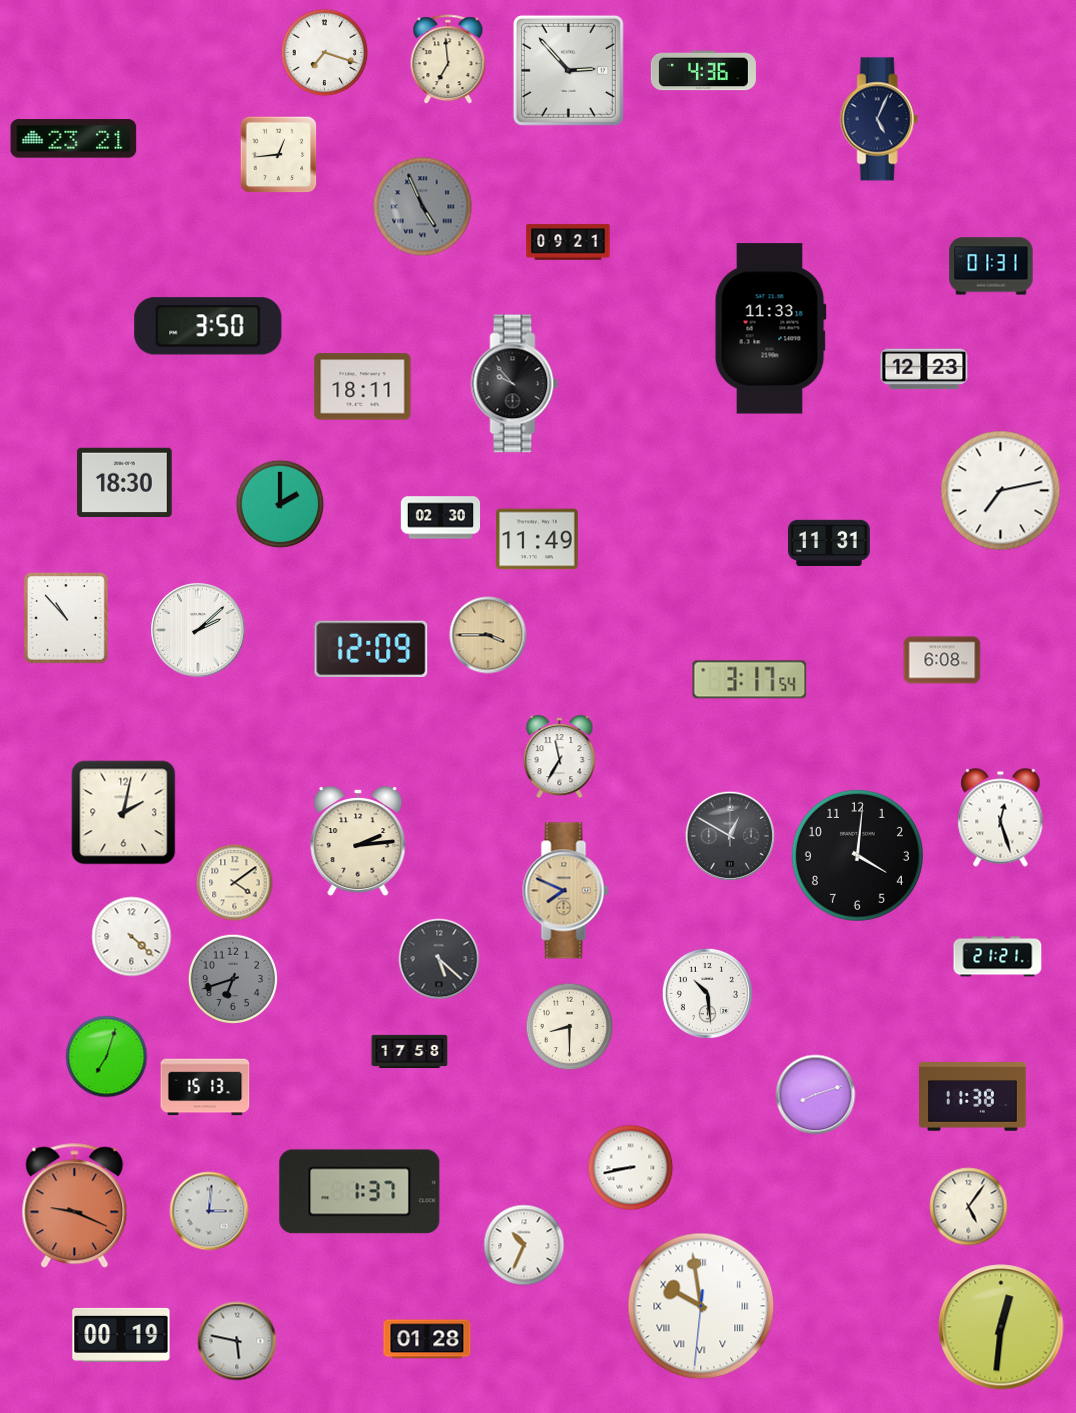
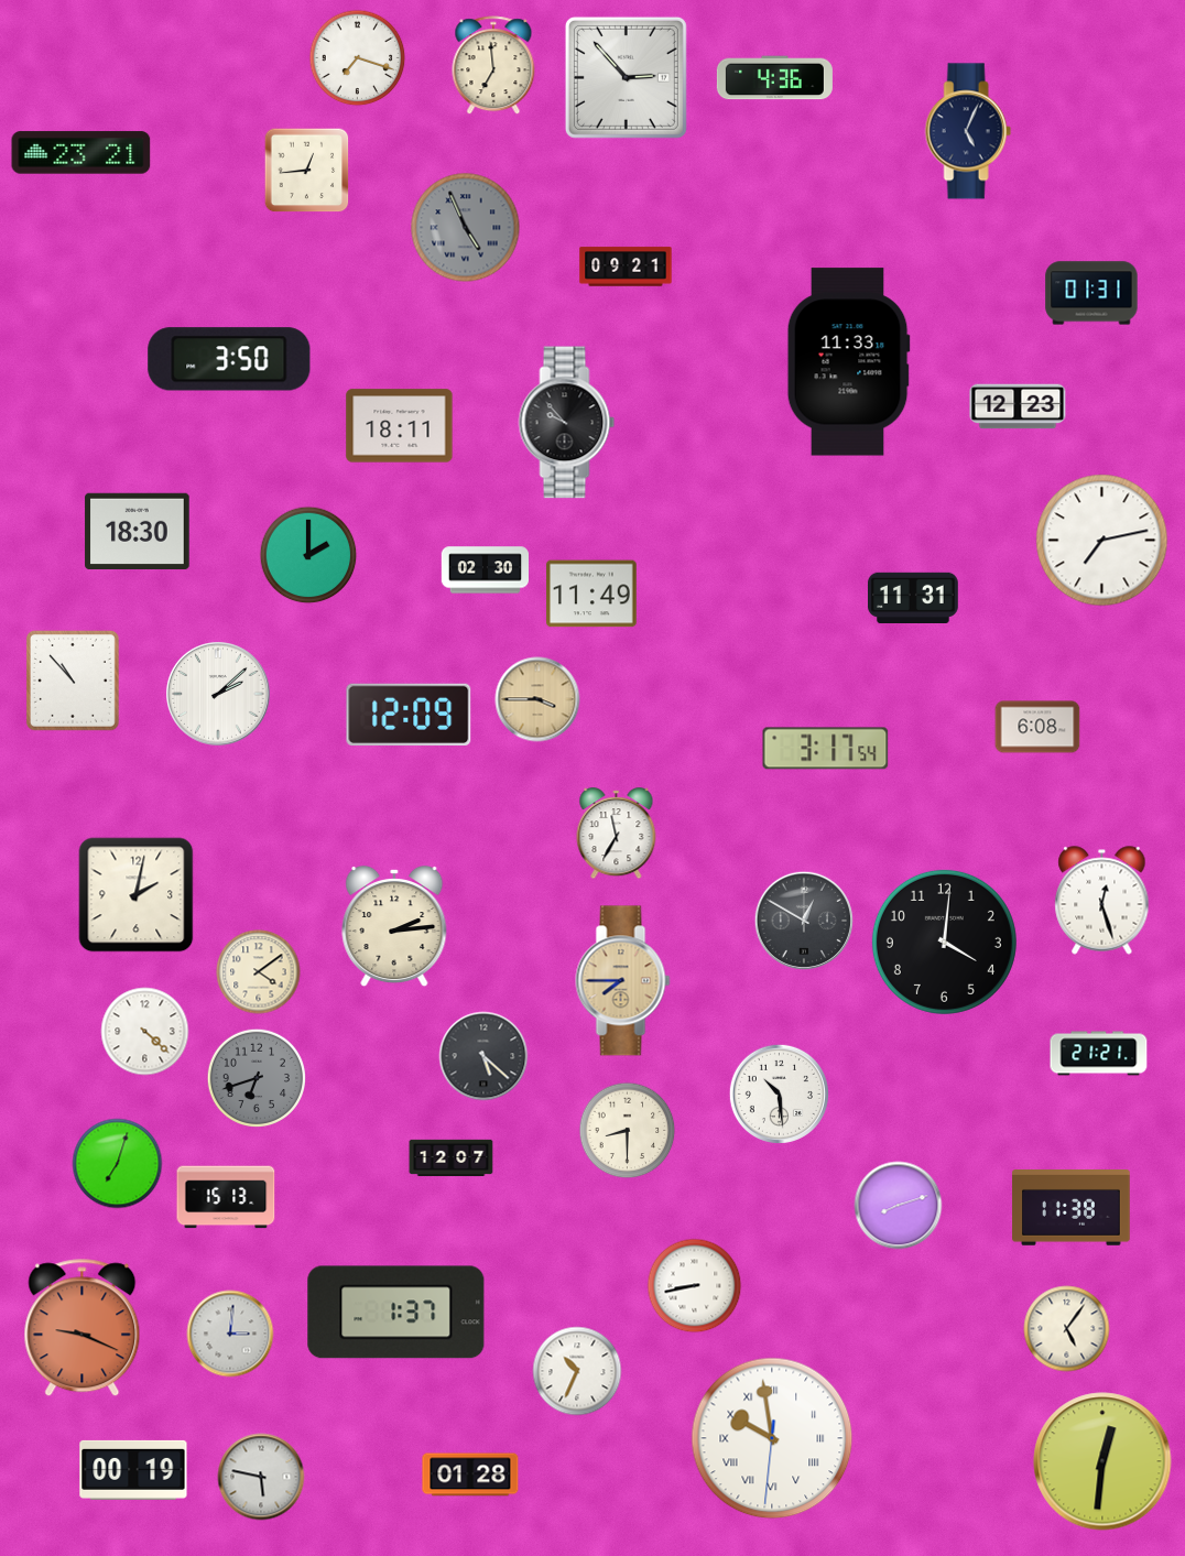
clock at (566, 891): 7:49 -> 7:45
clock at (410, 1052): 17:58 -> 12:07
